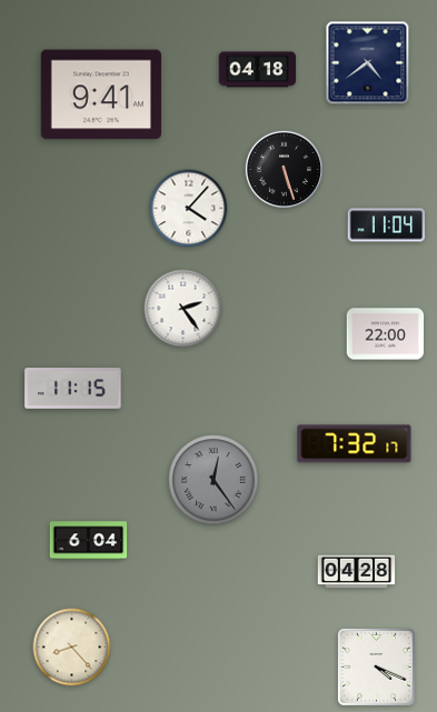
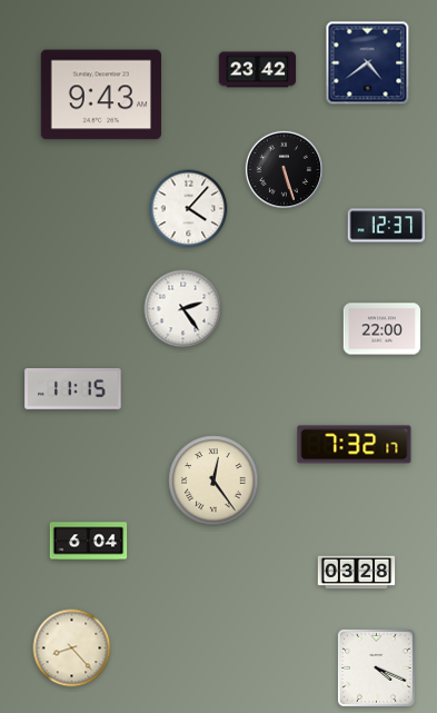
clock at (258, 70): 04:18 -> 23:42
clock at (101, 94): 9:41 -> 9:43
clock at (387, 225): 11:04 -> 12:37
clock at (386, 334) position: (386, 334) -> (383, 329)
clock at (213, 480) dial: grey -> cream
clock at (357, 572): 04:28 -> 03:28
